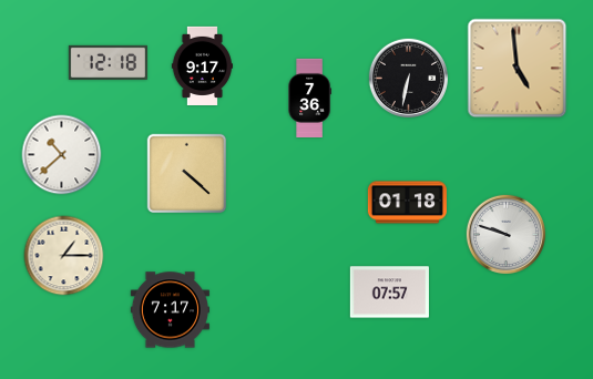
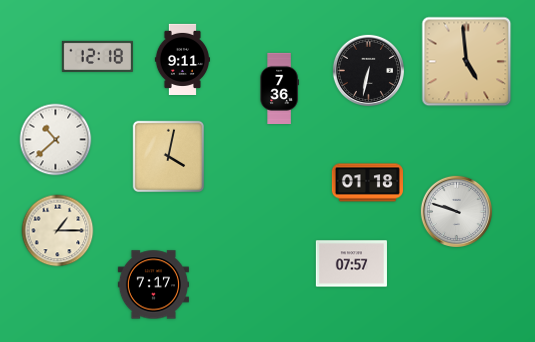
clock at (202, 65): 9:17 -> 9:11
clock at (187, 174): 4:22 -> 4:02
clock at (170, 310) position: (170, 310) -> (153, 285)
